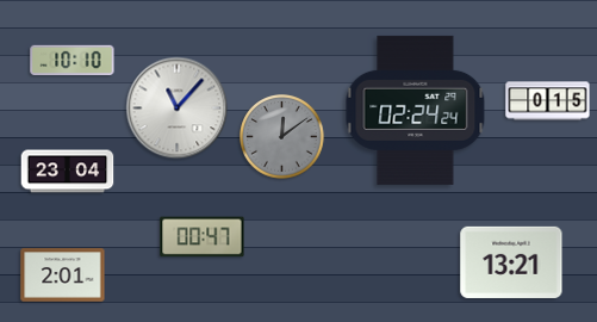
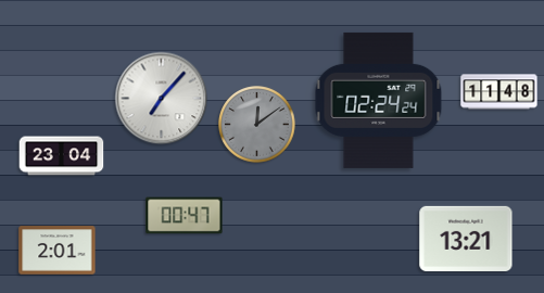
clock at (73, 60): 10:10 -> none
clock at (548, 101): 0:15 -> 11:48
clock at (178, 109): 11:07 -> 7:07
